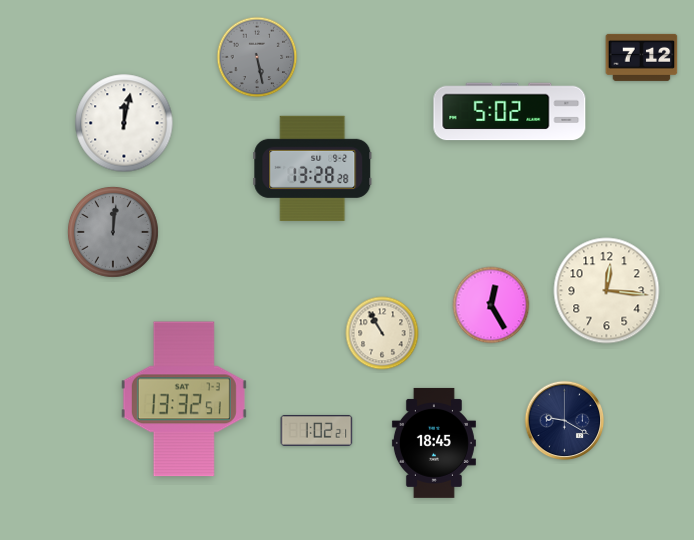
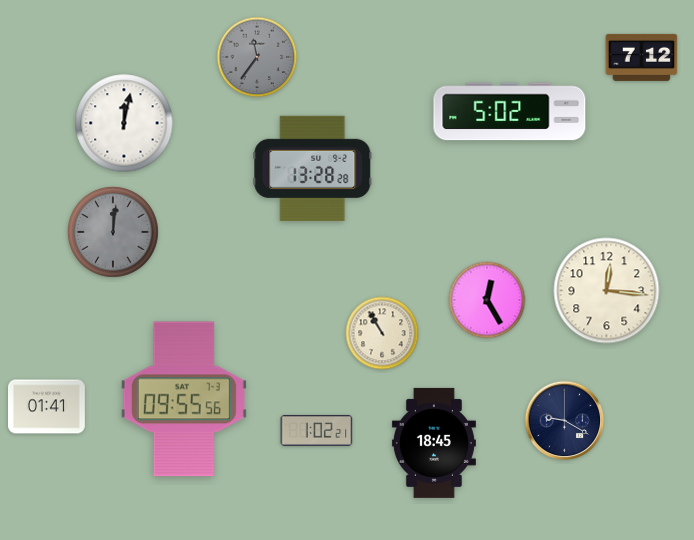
clock at (257, 57): 5:28 -> 11:36
clock at (491, 305) position: (491, 305) -> (487, 300)
clock at (184, 399): 13:32 -> 09:55
clock at (47, 407): none -> 01:41
